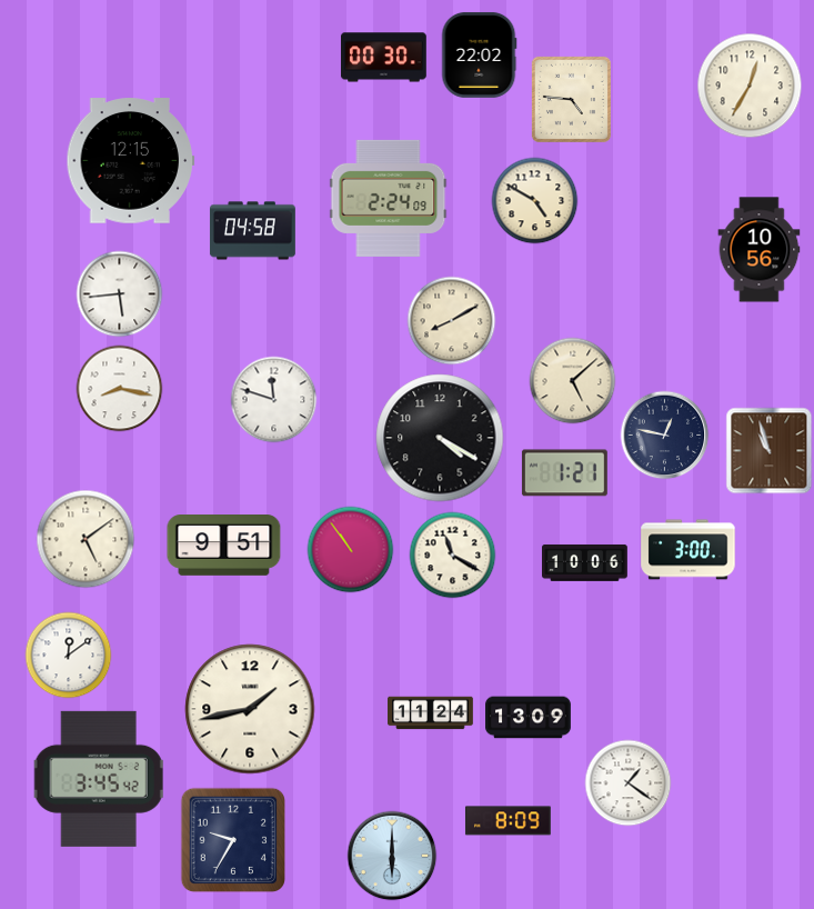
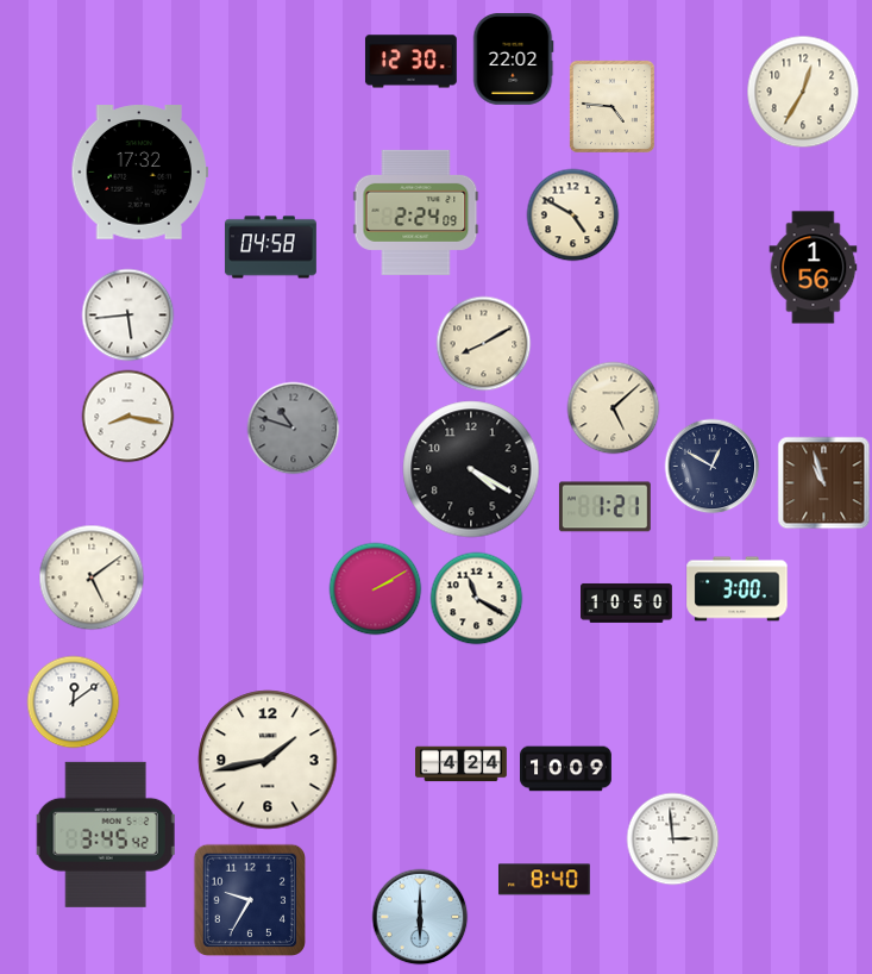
clock at (383, 58): 00:30 -> 12:30
clock at (131, 161): 12:15 -> 17:32
clock at (760, 250): 10:56 -> 1:56
clock at (273, 399): 11:48 -> 10:48
clock at (273, 399) dial: white -> grey
clock at (664, 434): 12:47 -> 12:50
clock at (224, 546): 9:51 -> none
clock at (350, 549): 10:54 -> 2:10
clock at (452, 555) position: (452, 555) -> (476, 598)
clock at (585, 562): 10:06 -> 10:50
clock at (431, 713): 11:24 -> 4:24
clock at (529, 718): 13:09 -> 10:09
clock at (627, 782): 1:21 -> 2:59
clock at (508, 821): 8:09 -> 8:40
